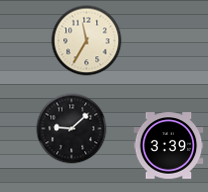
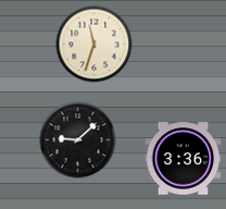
clock at (87, 41): 11:35 -> 11:33
clock at (169, 146): 3:39 -> 3:36
